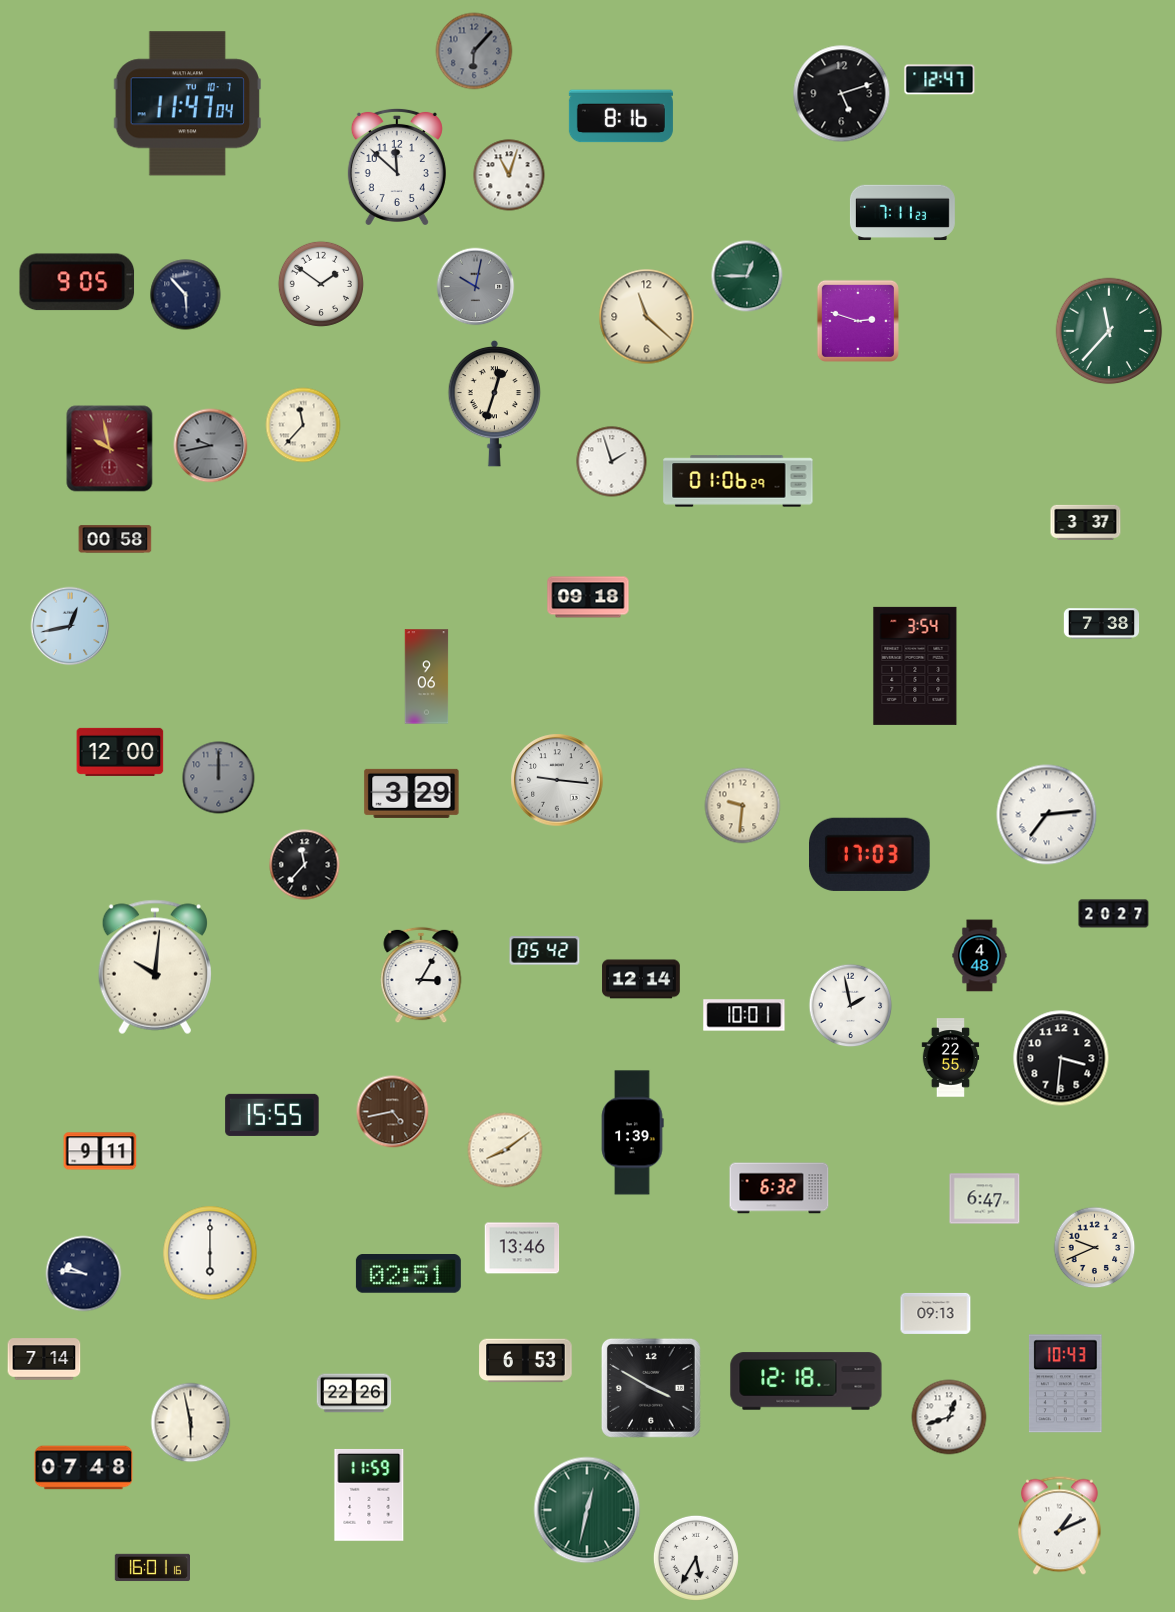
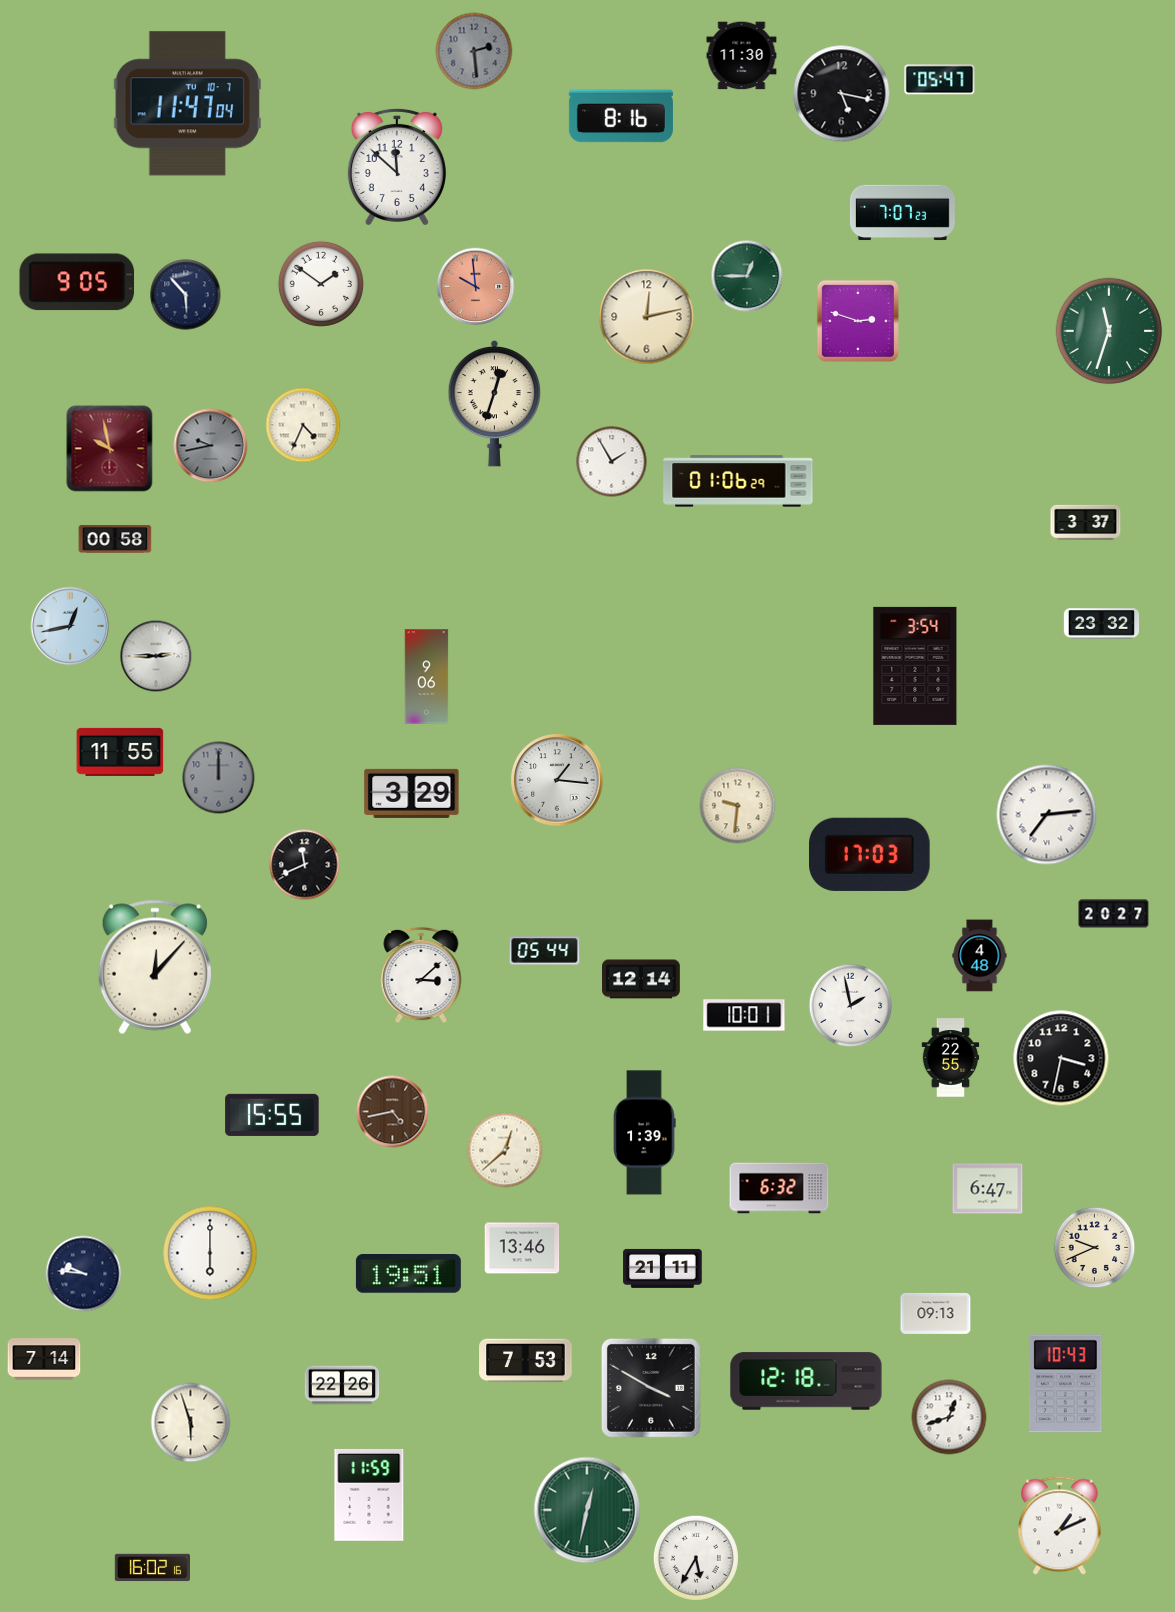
clock at (474, 51): 6:07 -> 2:29
clock at (742, 56): none -> 11:30
clock at (940, 80): 12:47 -> 05:47
clock at (842, 94): 5:12 -> 5:17
clock at (509, 175): 11:03 -> none
clock at (902, 213): 7:11 -> 7:07
clock at (476, 287): 10:02 -> 9:59
clock at (476, 287) dial: grey -> salmon
clock at (647, 317): 11:22 -> 12:13
clock at (1109, 331): 11:37 -> 11:33
clock at (303, 425): 11:37 -> 4:34
clock at (612, 462): 1:57 -> 1:55
clock at (588, 597): 09:18 -> none
clock at (1102, 624): 7:38 -> 23:32
clock at (156, 656): none -> 2:45
clock at (120, 752): 12:00 -> 11:55
clock at (557, 780): 9:16 -> 1:16
clock at (743, 806) position: (743, 806) -> (738, 806)
clock at (305, 865): 11:37 -> 11:41
clock at (545, 951): 05:42 -> 05:44
clock at (155, 967): 10:01 -> 12:07
clock at (421, 975): 3:05 -> 3:08
clock at (1061, 1058): 3:31 -> 3:32
clock at (632, 1133) position: (632, 1133) -> (644, 1133)
clock at (505, 1150): 8:09 -> 12:38
clock at (100, 1151): 9:11 -> none
clock at (985, 1199) position: (985, 1199) -> (988, 1189)
clock at (663, 1268): none -> 21:11
clock at (408, 1274): 02:51 -> 19:51
clock at (526, 1361): 6:53 -> 7:53
clock at (354, 1393) position: (354, 1393) -> (342, 1385)
clock at (191, 1423): 5:58 -> 5:57
clock at (84, 1468): 07:48 -> none
clock at (152, 1568): 16:01 -> 16:02
